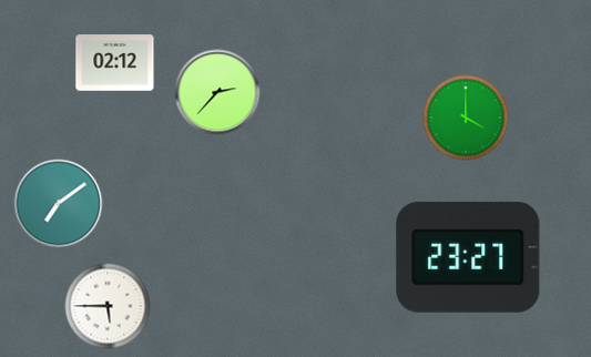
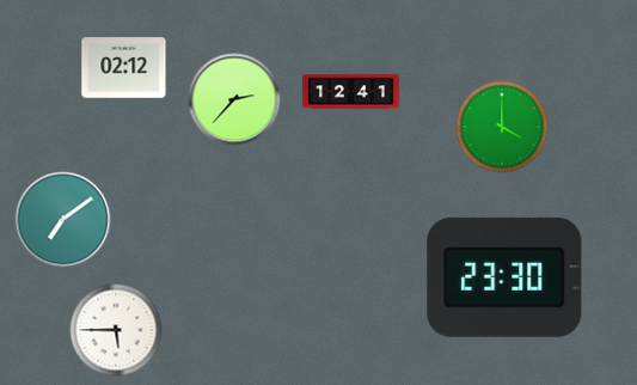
clock at (351, 92): none -> 12:41
clock at (468, 257): 23:27 -> 23:30
